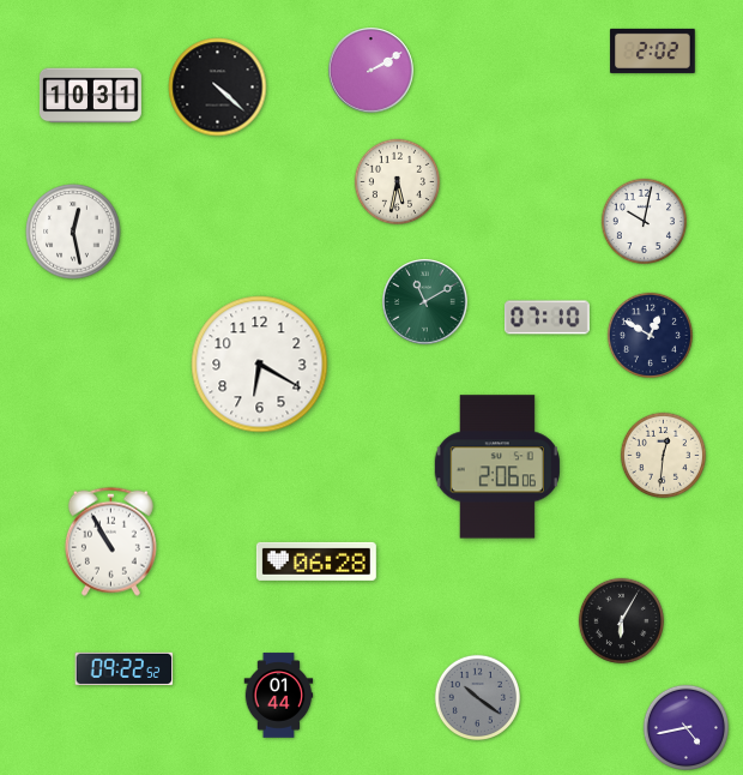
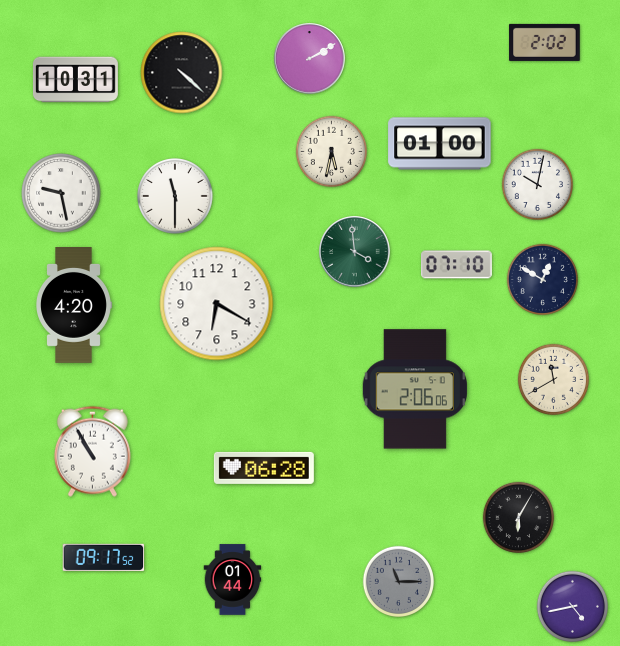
clock at (440, 144): none -> 01:00
clock at (73, 232): 12:28 -> 9:28
clock at (176, 197): none -> 11:30
clock at (425, 302): 11:10 -> 3:59
clock at (74, 306): none -> 4:20
clock at (663, 455): 12:31 -> 11:40
clock at (125, 668): 09:22 -> 09:17
clock at (477, 697): 10:21 -> 11:15
